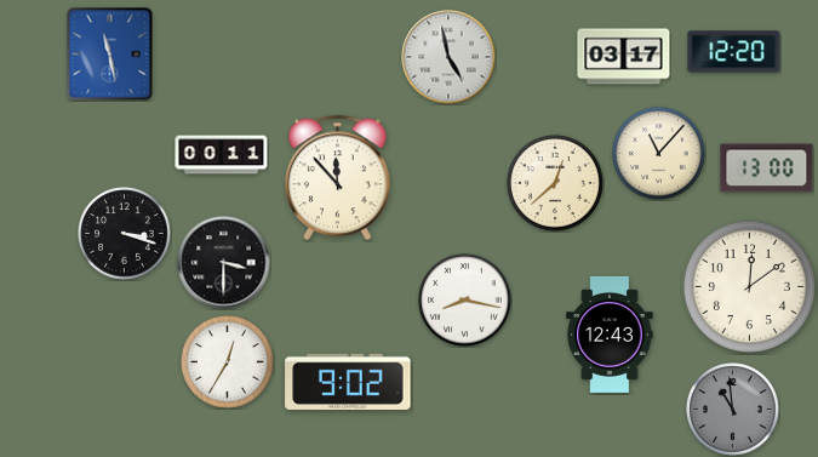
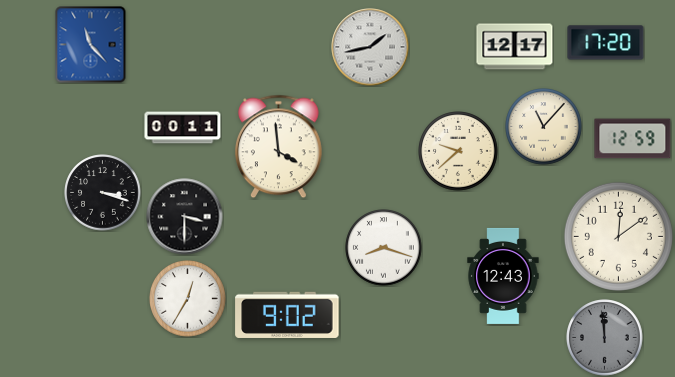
clock at (734, 52): 12:20 -> 17:20
clock at (110, 55): 11:28 -> 11:23
clock at (448, 57): 4:58 -> 1:43
clock at (624, 57): 03:17 -> 12:17
clock at (767, 168): 13:00 -> 12:59
clock at (337, 178): 11:53 -> 3:59
clock at (555, 183): 12:38 -> 9:38
clock at (465, 301): 8:17 -> 8:18
clock at (733, 410): 10:59 -> 11:59
